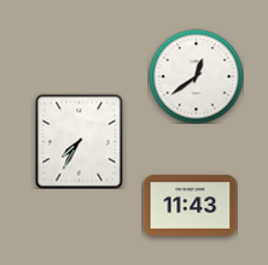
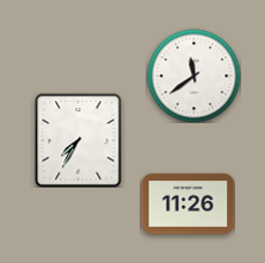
clock at (196, 76): 12:39 -> 11:39
clock at (190, 206): 11:43 -> 11:26
